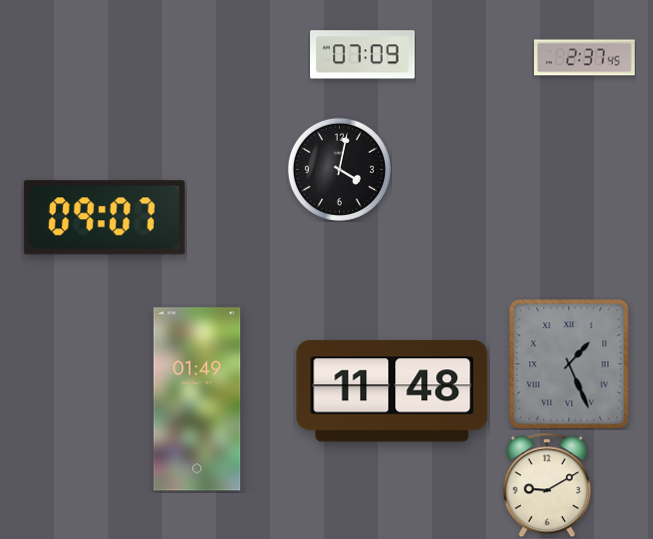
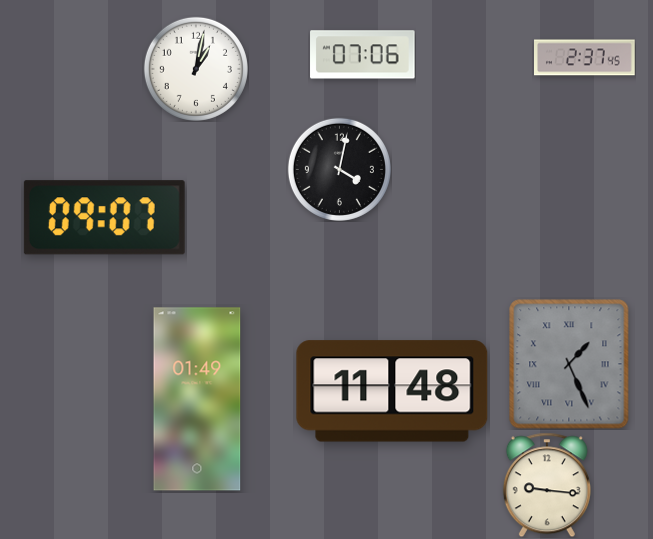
clock at (363, 55): 07:09 -> 07:06
clock at (196, 69): none -> 1:02
clock at (547, 485): 9:10 -> 9:16
